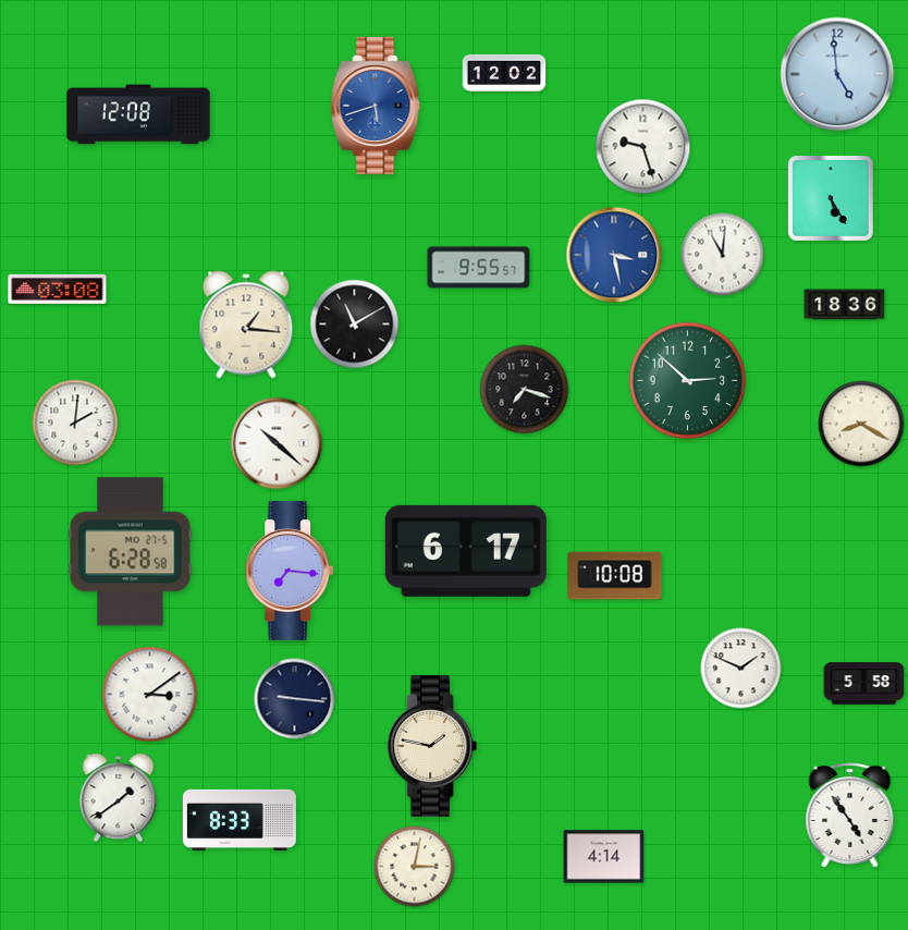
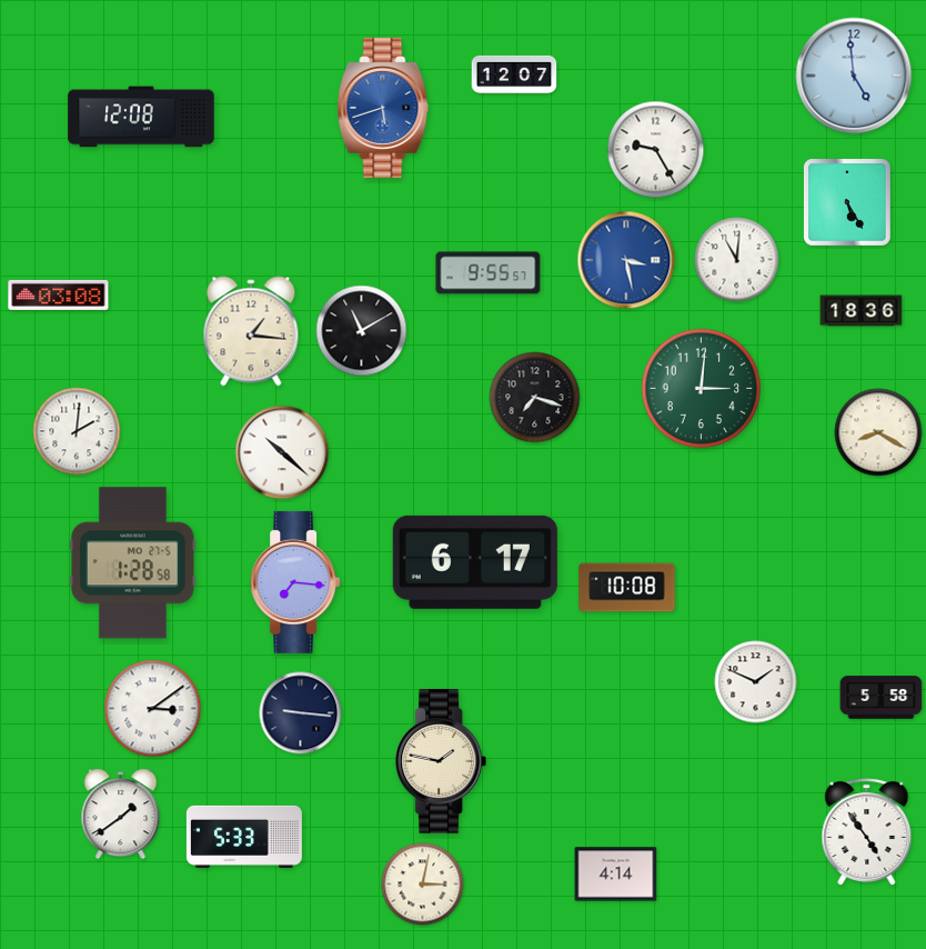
clock at (504, 73): 12:02 -> 12:07
clock at (643, 147): 9:27 -> 9:25
clock at (688, 381): 2:52 -> 3:01
clock at (131, 552): 6:28 -> 1:28
clock at (240, 820): 8:33 -> 5:33
